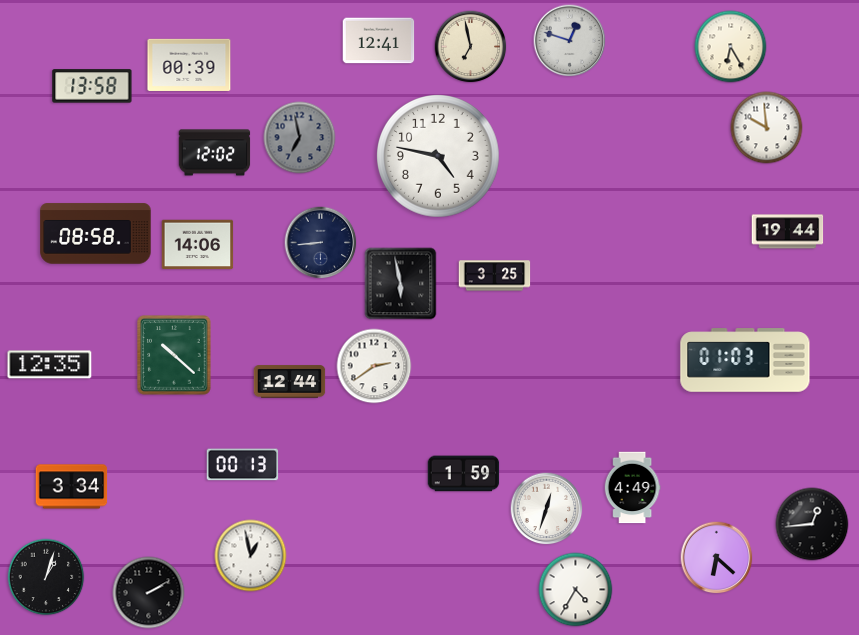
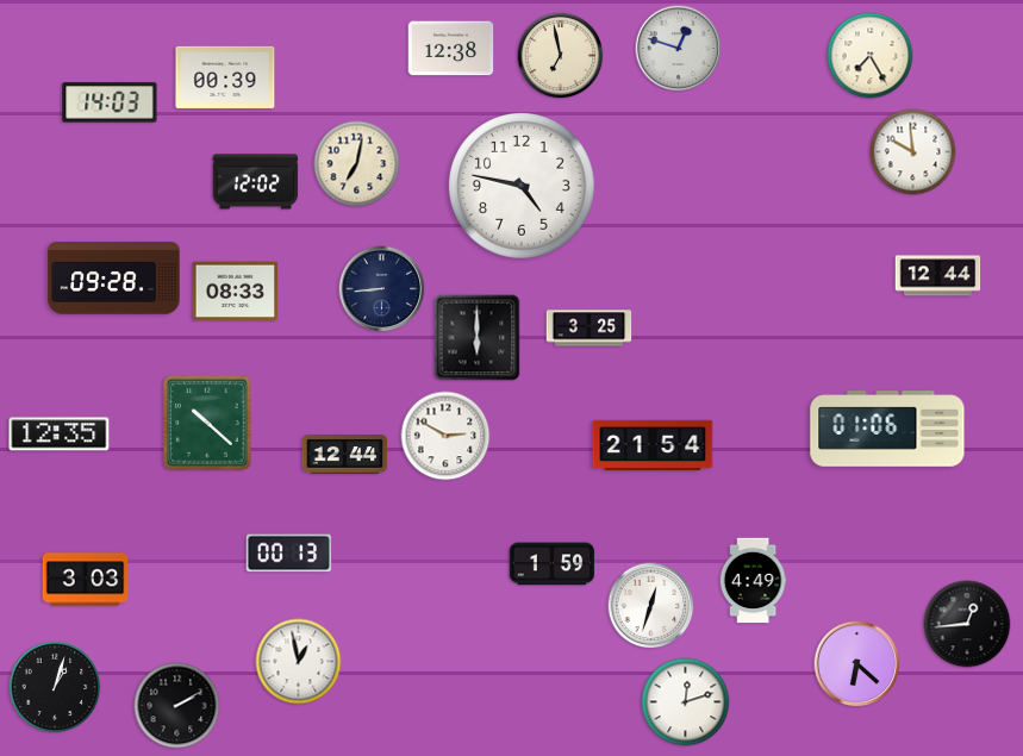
clock at (379, 41): 12:41 -> 12:38
clock at (731, 47): 6:25 -> 7:25
clock at (92, 86): 13:58 -> 14:03
clock at (300, 138): 6:58 -> 7:02
clock at (300, 138) dial: grey -> cream
clock at (788, 232): 19:44 -> 12:44
clock at (96, 234): 08:58 -> 09:28
clock at (198, 245): 14:06 -> 08:33
clock at (401, 284): 5:58 -> 6:00
clock at (745, 360): 01:03 -> 01:06
clock at (374, 366): 2:39 -> 2:50
clock at (653, 445): none -> 21:54
clock at (72, 487): 3:34 -> 3:03
clock at (717, 558) position: (717, 558) -> (857, 664)
clock at (576, 590): 4:35 -> 12:12
